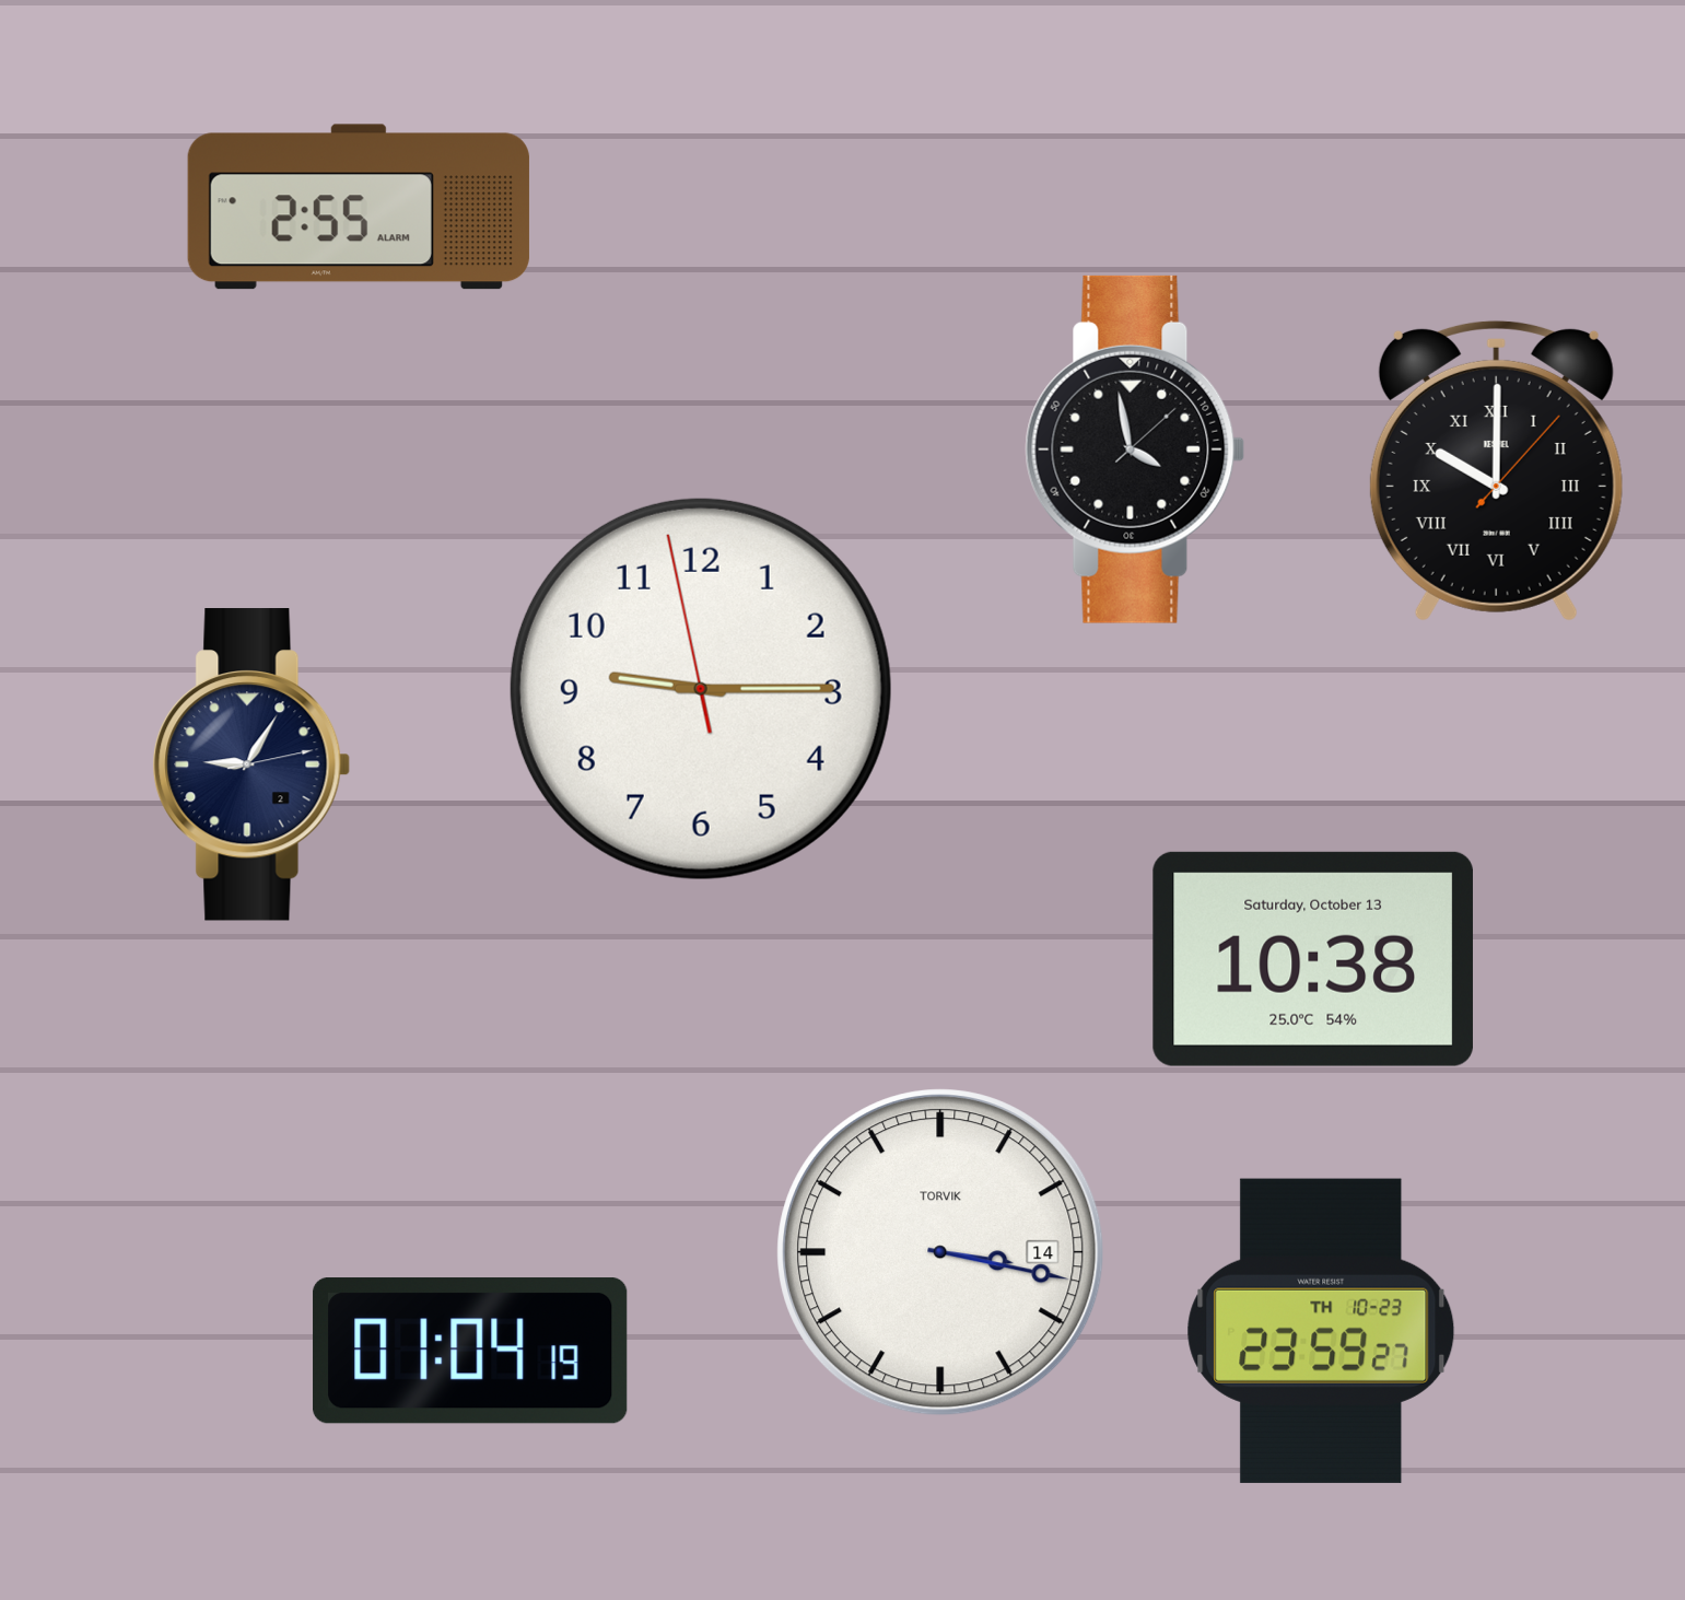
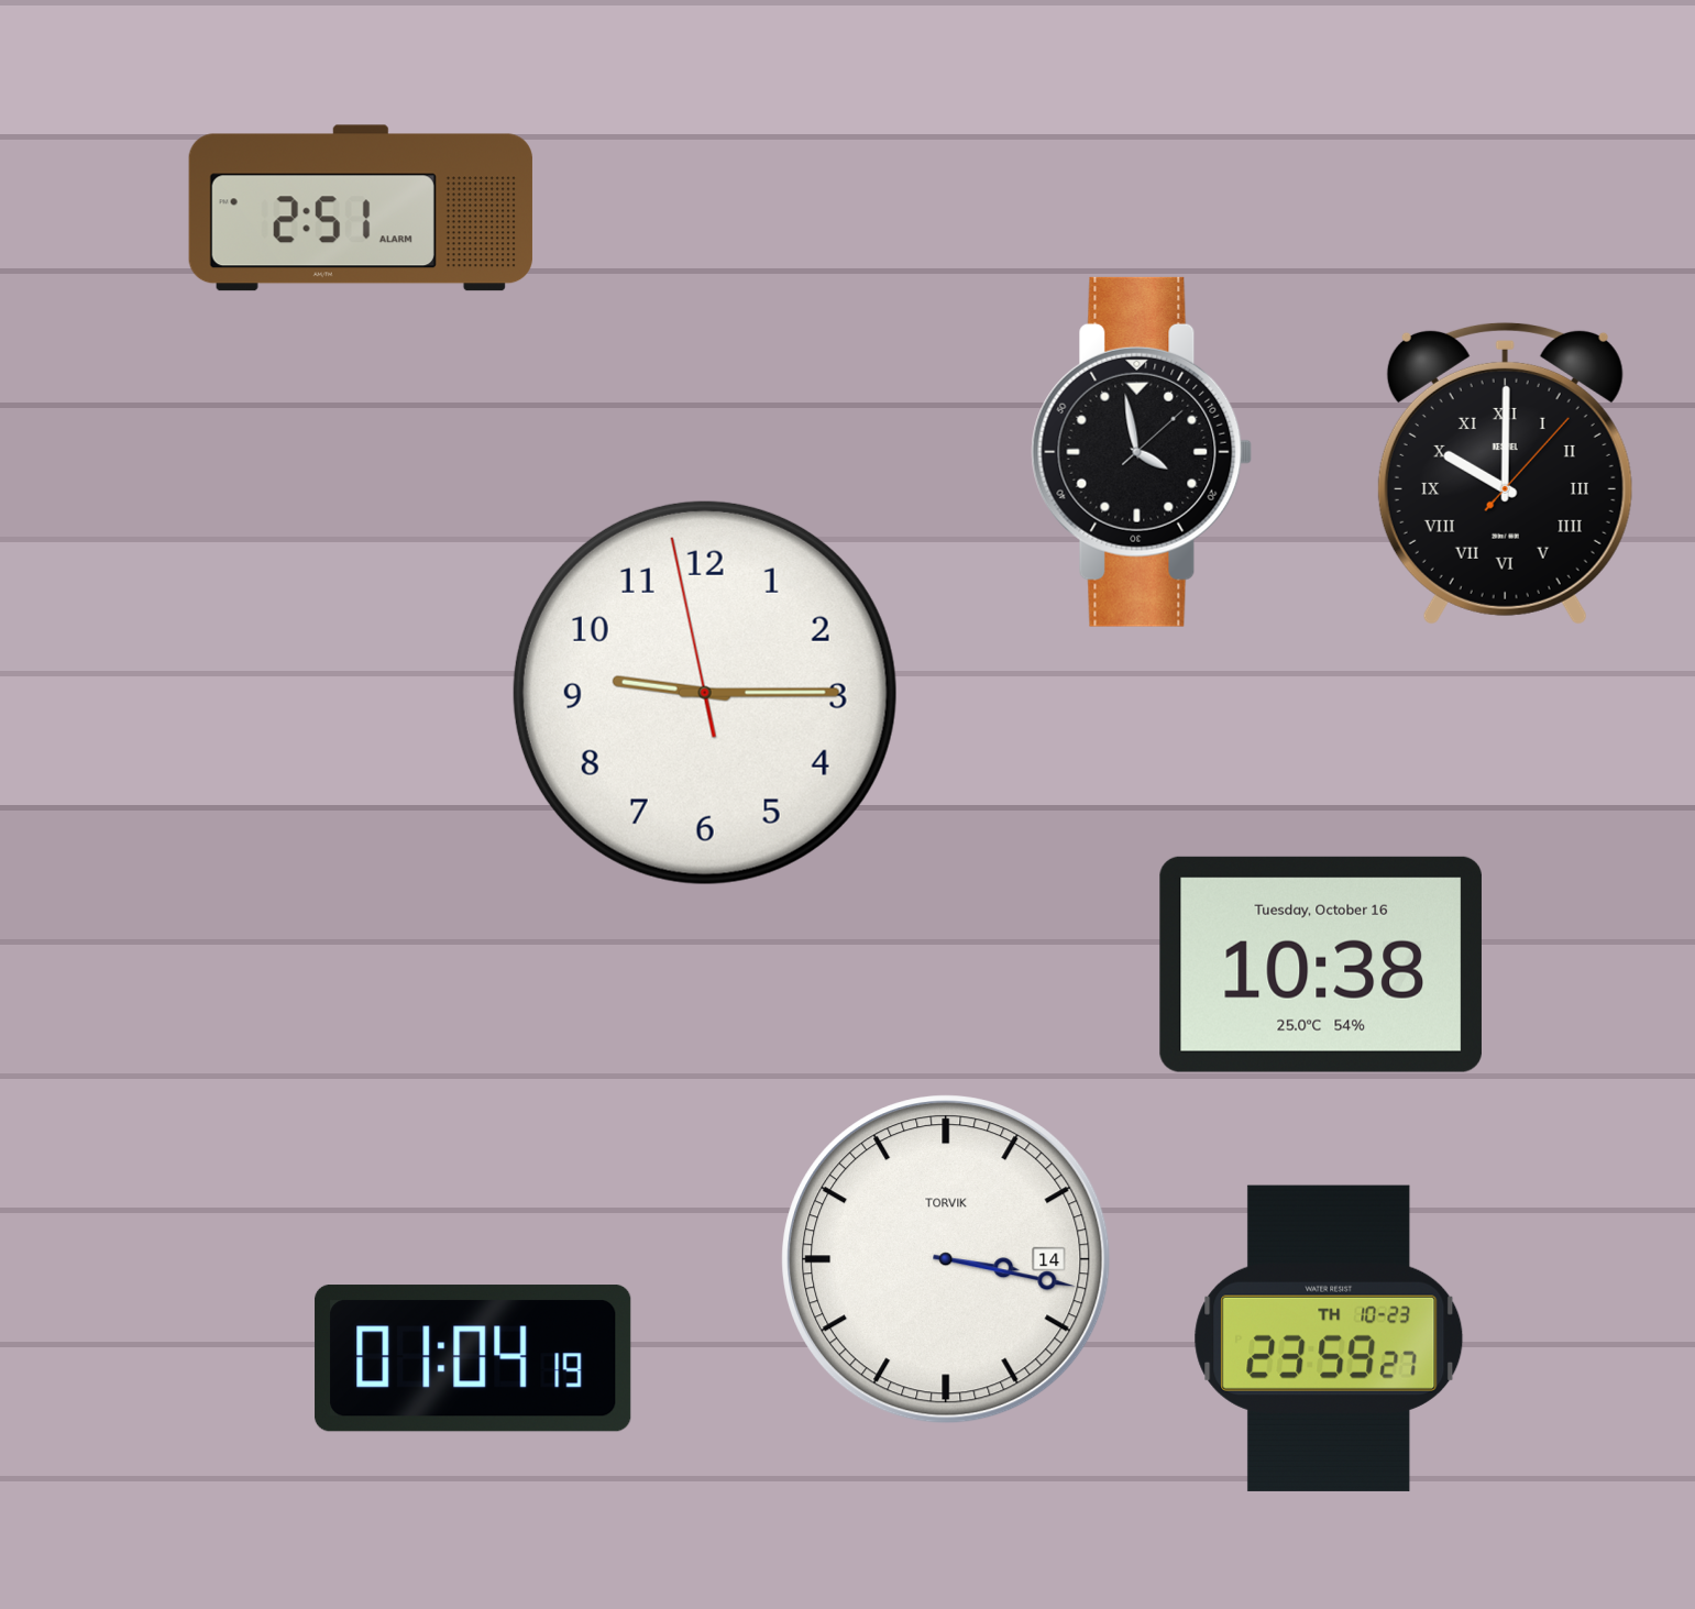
clock at (359, 207): 2:55 -> 2:51
clock at (251, 766): 9:05 -> none
clock at (1313, 959) date: Saturday, October 13 -> Tuesday, October 16
